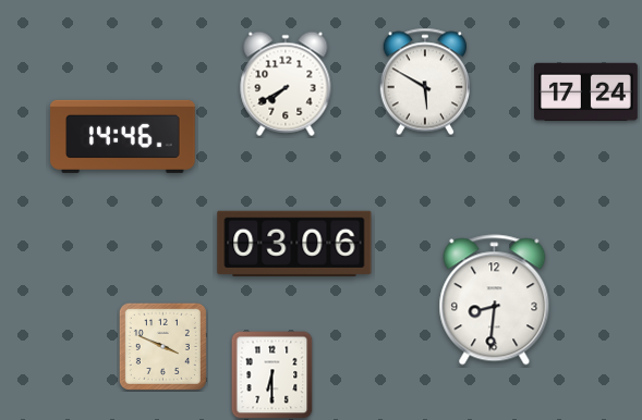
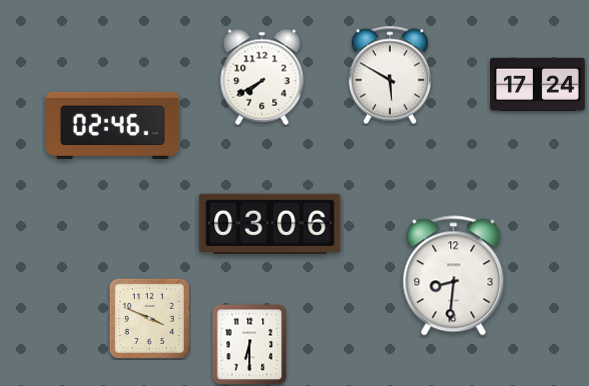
clock at (123, 136): 14:46 -> 02:46
